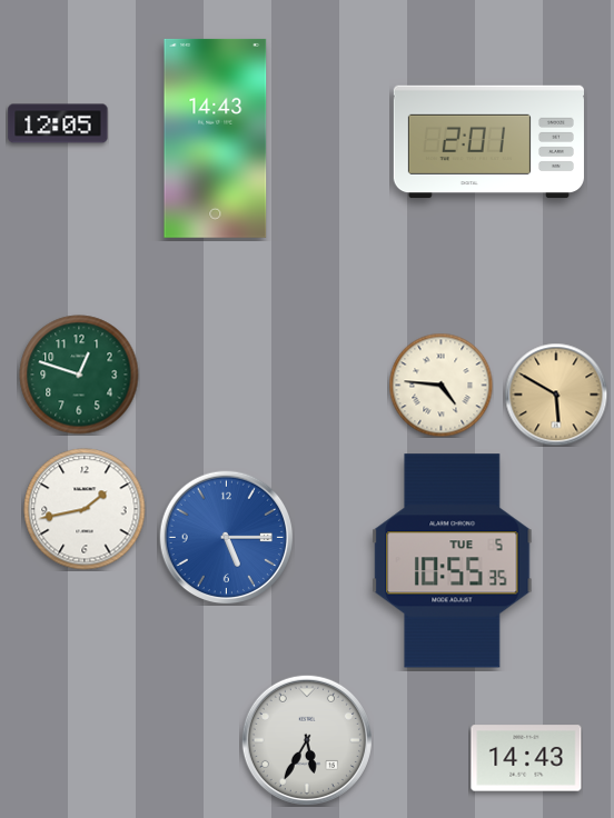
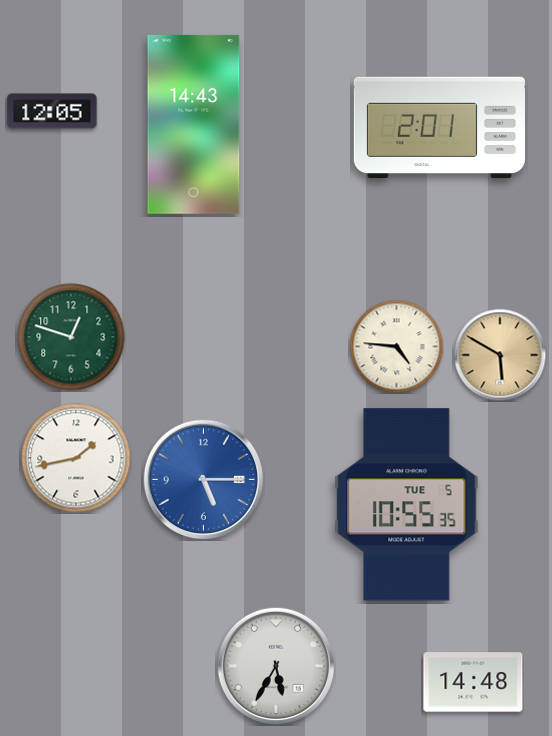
clock at (227, 538) position: (227, 538) -> (204, 480)
clock at (526, 758): 14:43 -> 14:48
